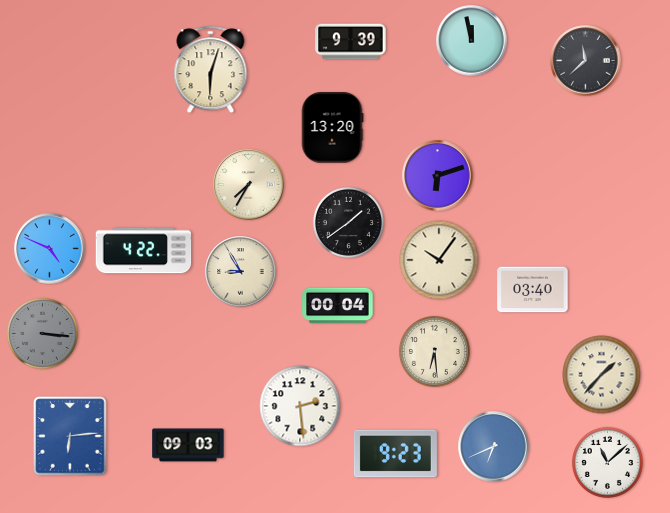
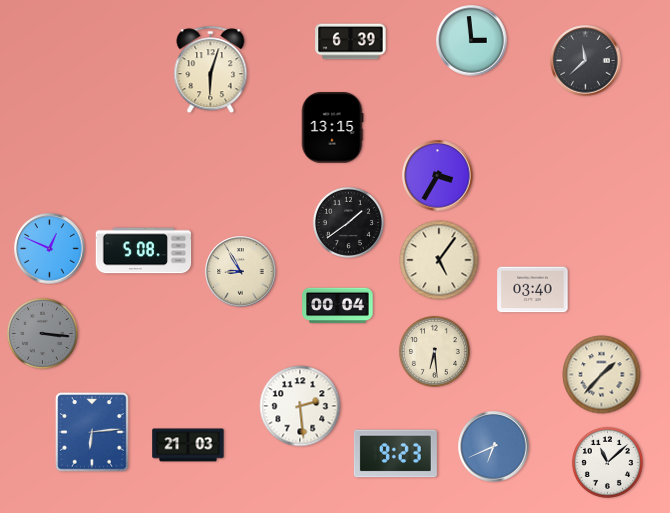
clock at (472, 41): 11:58 -> 2:59
clock at (351, 42): 9:39 -> 6:39
clock at (332, 128): 13:20 -> 13:15
clock at (438, 176): 6:12 -> 3:35
clock at (249, 185): 7:35 -> none
clock at (50, 249): 4:49 -> 12:49
clock at (144, 251): 4:22 -> 5:08
clock at (439, 260): 10:06 -> 5:06
clock at (70, 436) position: (70, 436) -> (92, 432)
clock at (188, 445): 09:03 -> 21:03
